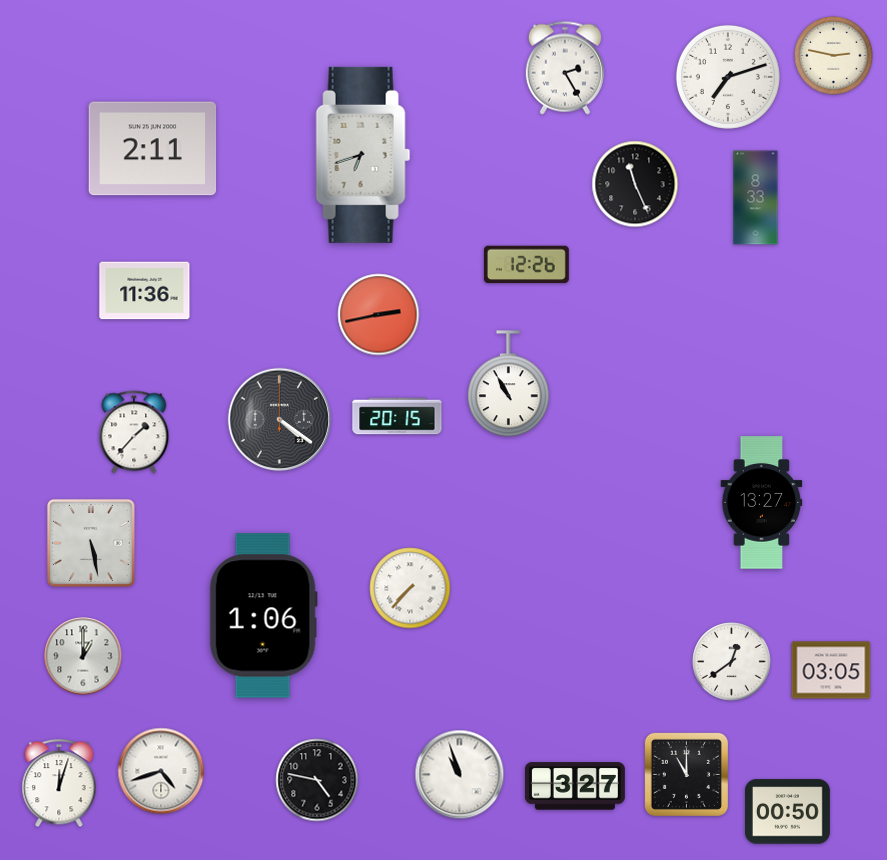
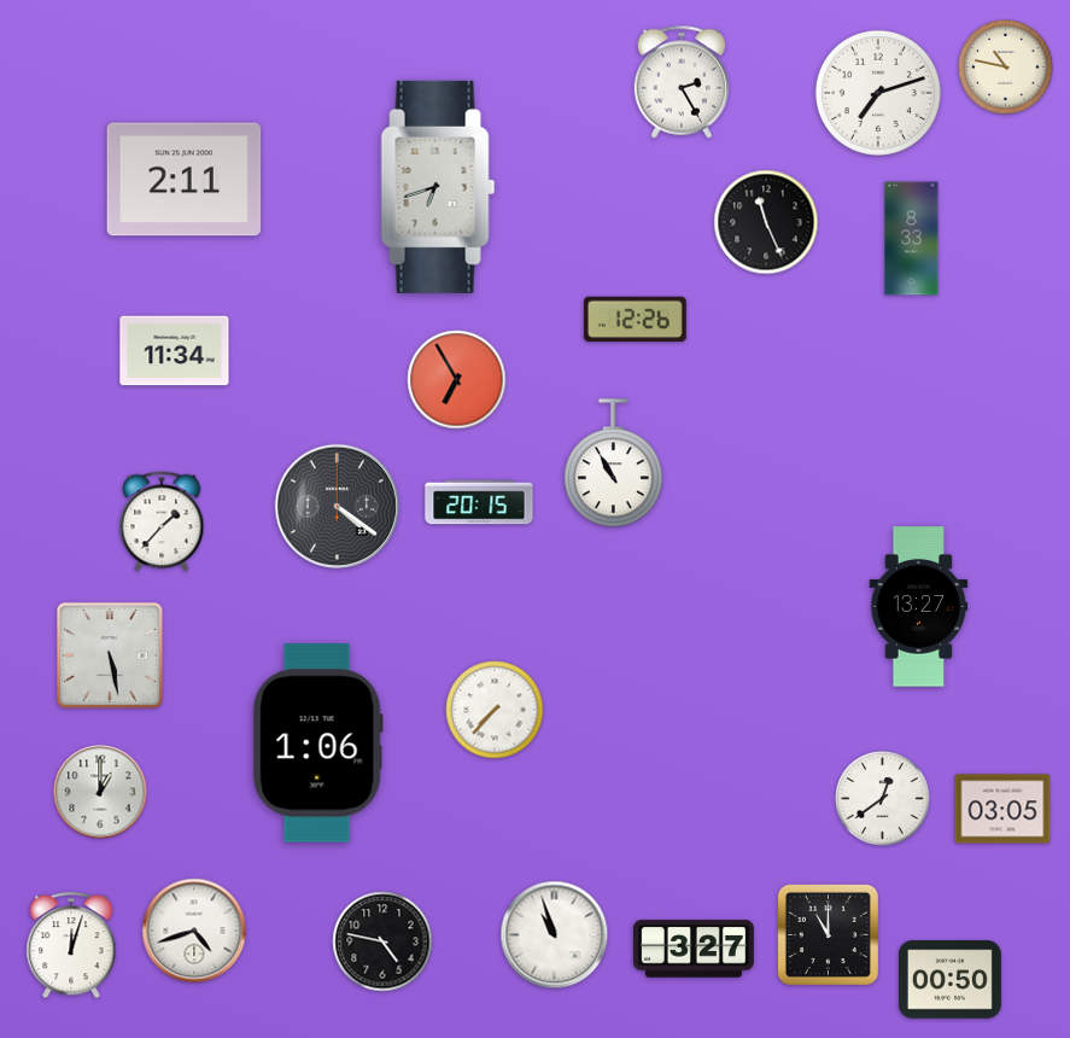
clock at (834, 56): 2:47 -> 10:47
clock at (145, 291): 11:36 -> 11:34
clock at (379, 315): 2:43 -> 6:55
